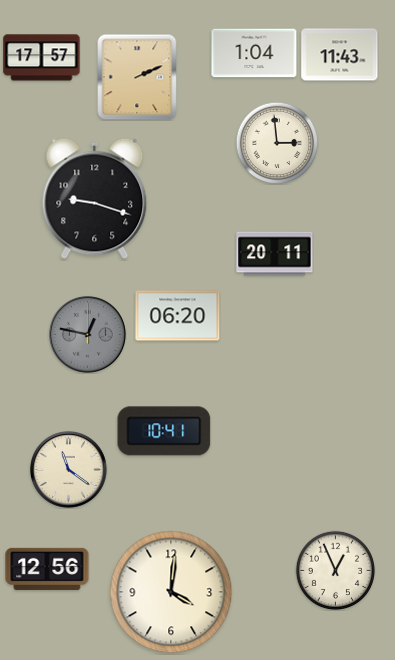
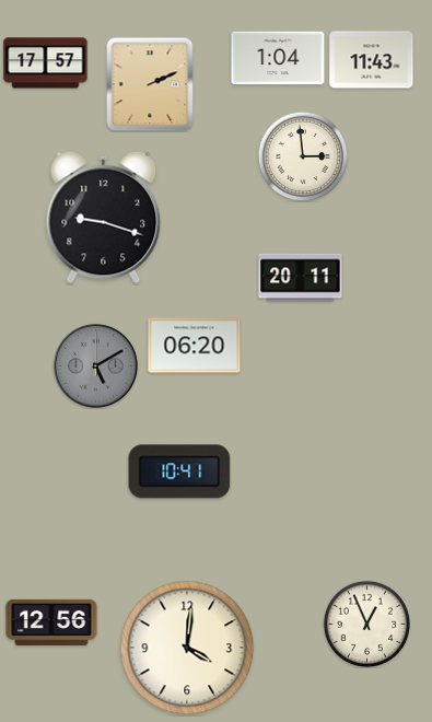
clock at (87, 334): 12:47 -> 5:10
clock at (68, 469): 11:21 -> none
